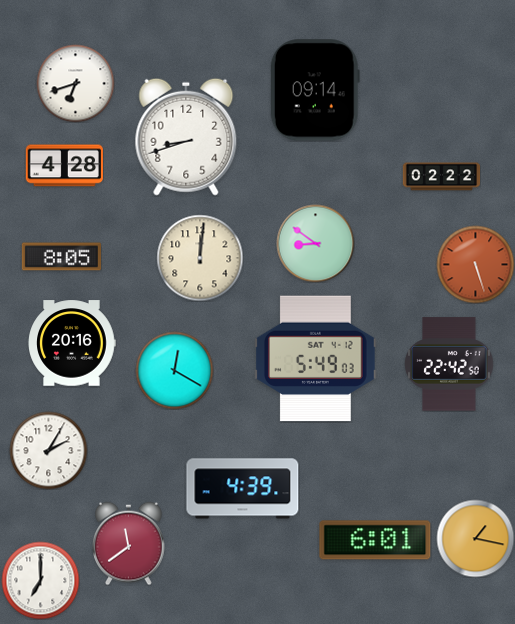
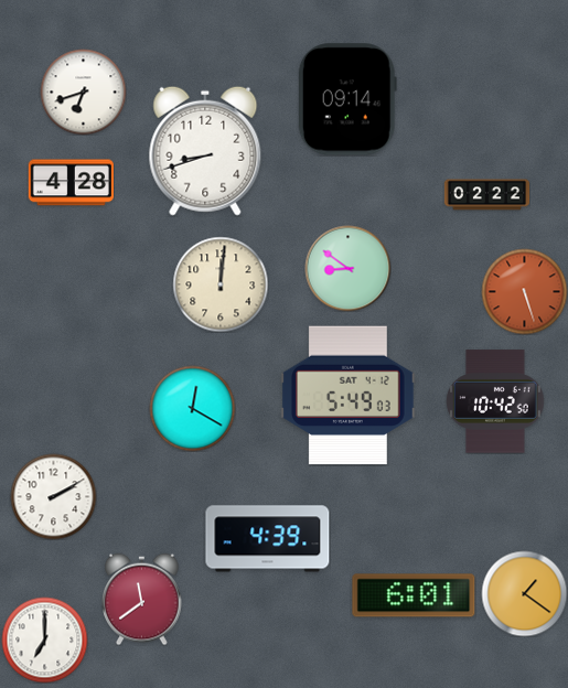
clock at (61, 257): 8:05 -> none
clock at (72, 343): 20:16 -> none
clock at (449, 364): 22:42 -> 10:42
clock at (48, 450): 2:05 -> 2:10
clock at (475, 538): 1:17 -> 1:21
